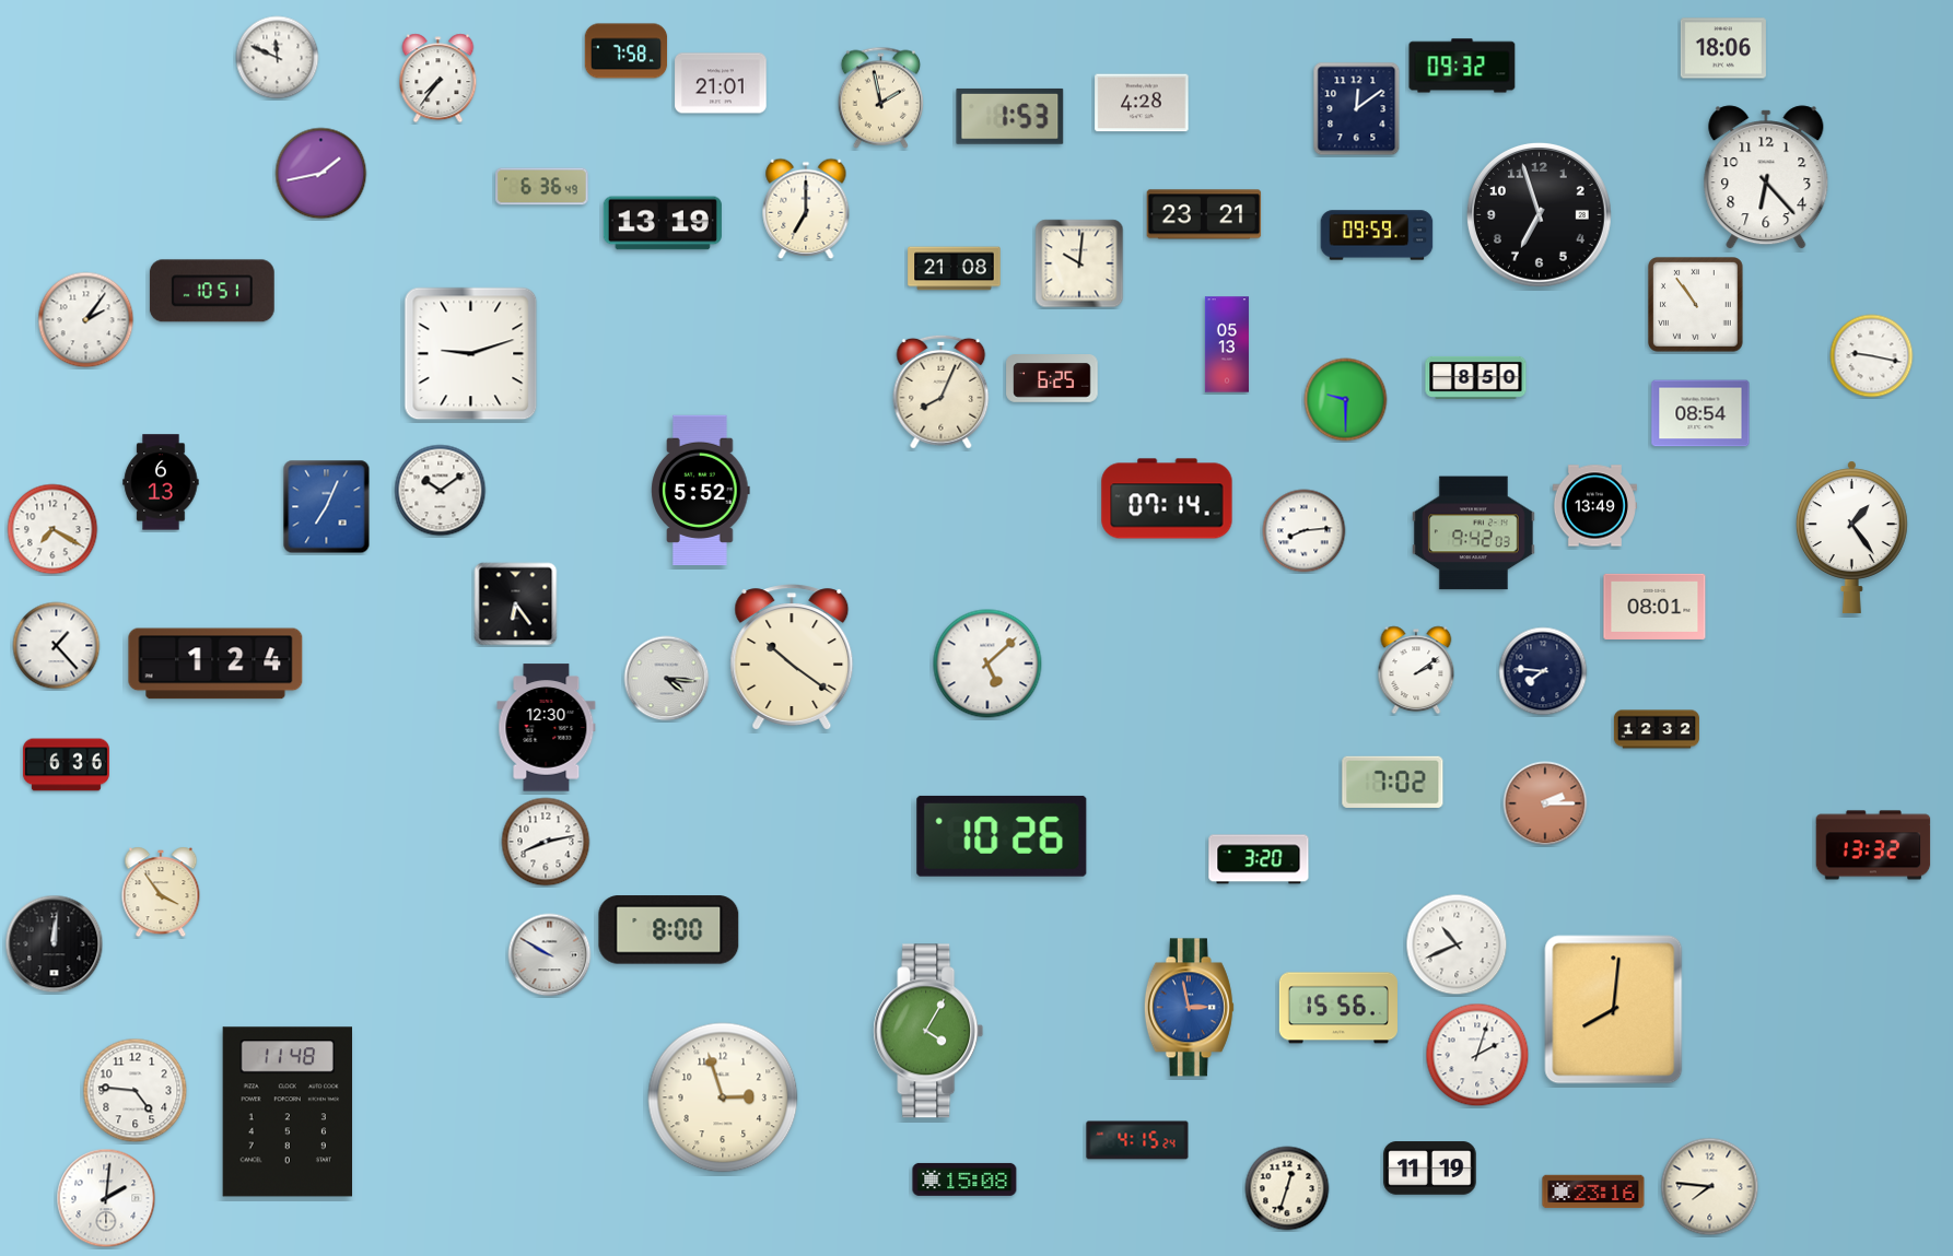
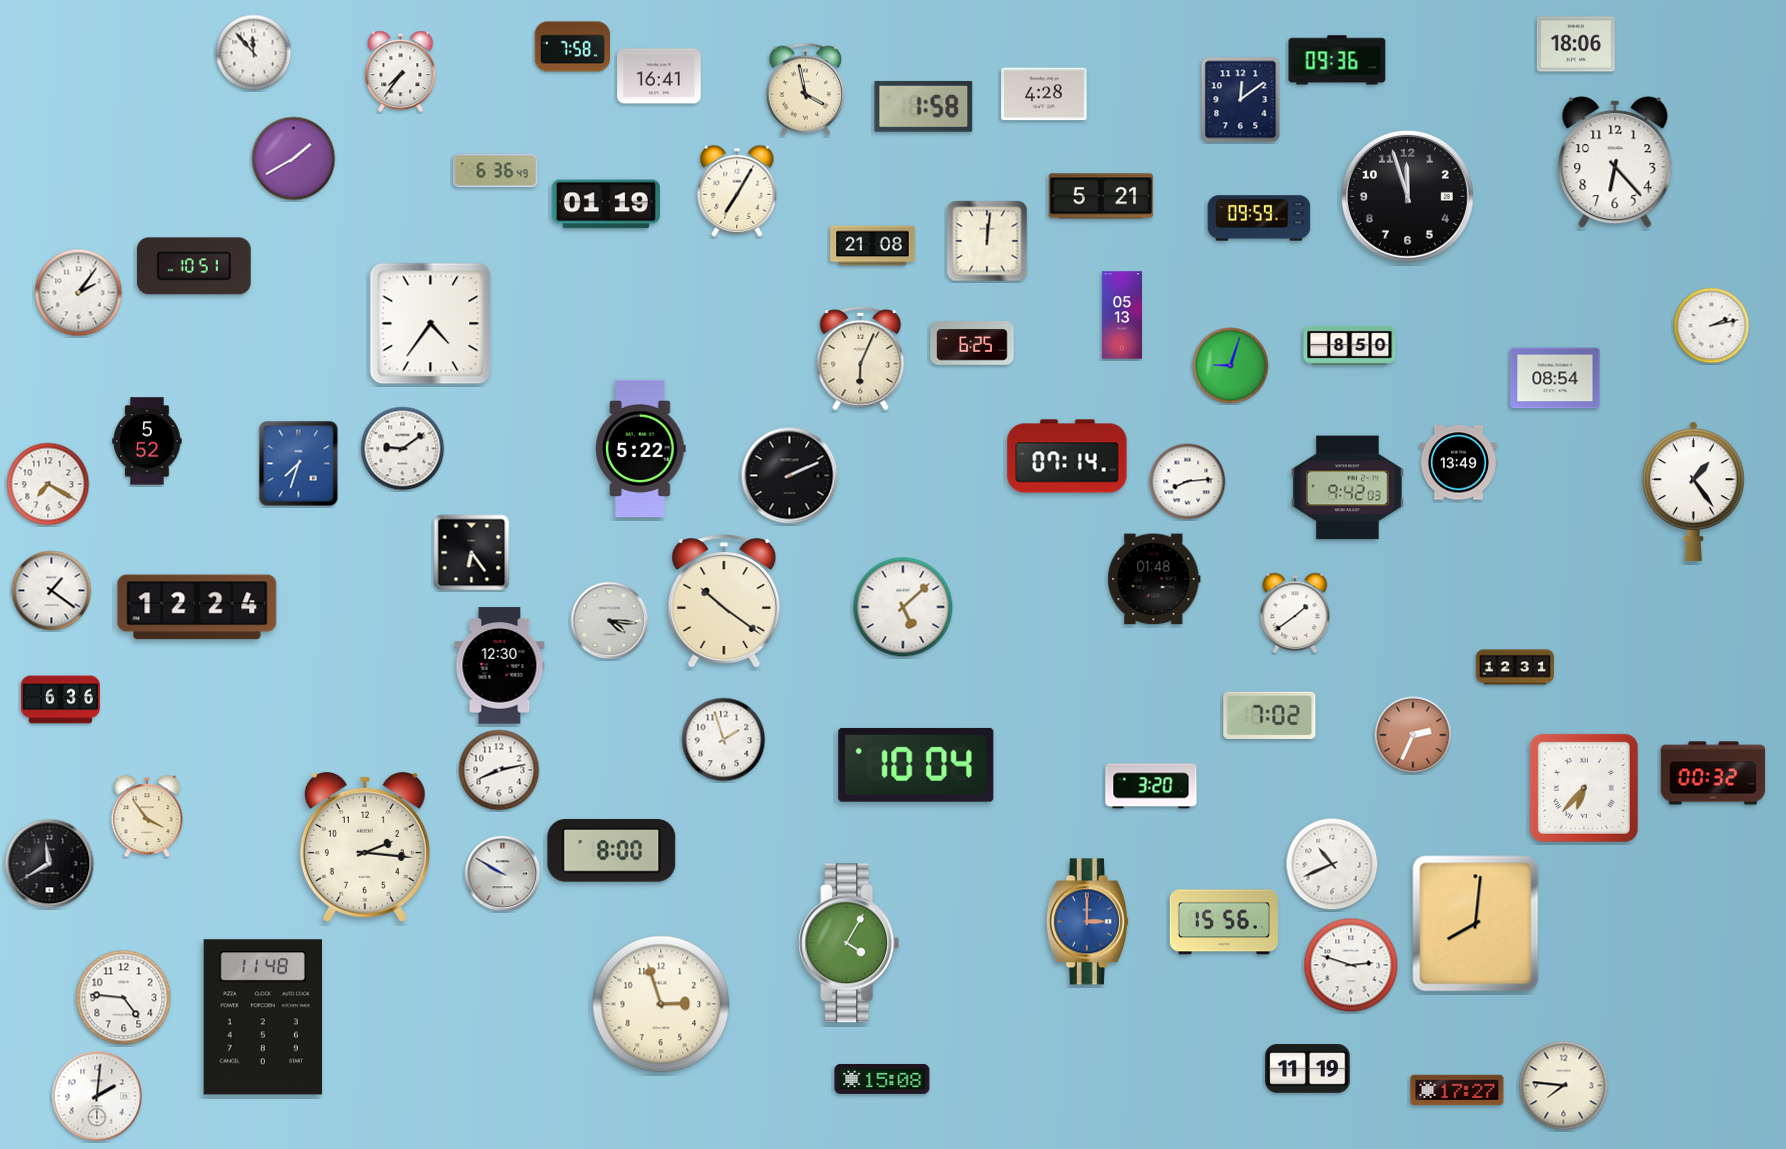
clock at (278, 58): 11:49 -> 11:53
clock at (1462, 66): 09:32 -> 09:36
clock at (721, 83): 21:01 -> 16:41
clock at (880, 97): 1:58 -> 3:58
clock at (1010, 116): 1:53 -> 1:58
clock at (321, 174): 1:43 -> 1:40
clock at (806, 209): 7:00 -> 7:05
clock at (1204, 214): 23:21 -> 5:21
clock at (1539, 214): 6:57 -> 11:57
clock at (663, 223): 13:19 -> 01:19
clock at (1377, 235) position: (1377, 235) -> (1259, 218)
clock at (1079, 263): 10:01 -> 12:01
clock at (1696, 305): 10:54 -> none
clock at (471, 354): 9:12 -> 4:36
clock at (1872, 356): 9:17 -> 2:13
clock at (1052, 379) position: (1052, 379) -> (972, 344)
clock at (942, 391): 8:04 -> 6:04
clock at (1346, 400): 9:30 -> 9:03
clock at (161, 482): 6:13 -> 5:52
clock at (441, 491): 10:09 -> 9:09
clock at (701, 491): 5:52 -> 5:22
clock at (327, 507): 7:04 -> 7:33
clock at (790, 476): none -> 2:11
clock at (1305, 531) position: (1305, 531) -> (1188, 482)
clock at (1654, 607): 08:01 -> none
clock at (1154, 579): none -> 01:48
clock at (57, 646): 1:23 -> 1:21
clock at (215, 664): 1:24 -> 12:24
clock at (1416, 670): 2:09 -> 1:39
clock at (1543, 671): 7:46 -> none
clock at (1657, 729): 12:32 -> 12:31
clock at (1393, 782) position: (1393, 782) -> (1270, 715)
clock at (1545, 803): 2:15 -> 2:34
clock at (724, 740): none -> 1:57
clock at (1002, 836): 10:26 -> 10:04
clock at (1873, 845): 13:32 -> 00:32
clock at (1584, 788): none -> 6:37
clock at (365, 847): none -> 2:16
clock at (55, 944): 12:01 -> 11:40
clock at (1189, 1008): 2:58 -> 3:00
clock at (1477, 1055): 2:03 -> 2:48
clock at (1137, 1140): 4:15 -> none
clock at (1287, 1188): 12:33 -> none
clock at (1593, 1192): 23:16 -> 17:27
